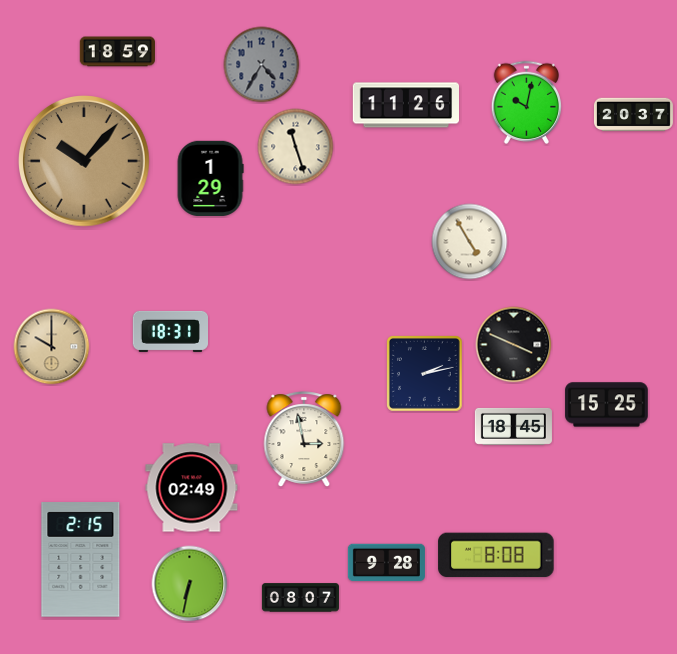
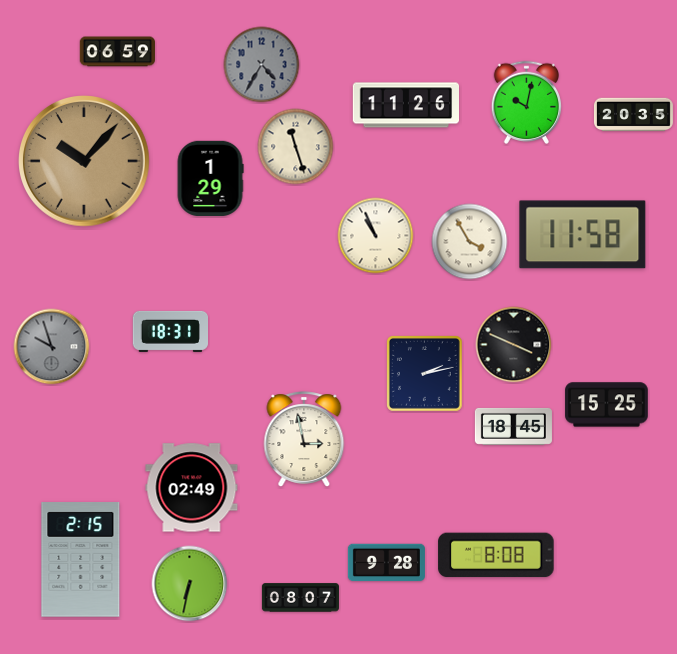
clock at (117, 52): 18:59 -> 06:59
clock at (633, 115): 20:37 -> 20:35
clock at (583, 235): none -> 11:58
clock at (376, 236): none -> 10:56
clock at (470, 242): 4:55 -> 3:55
clock at (52, 347): 10:00 -> 9:57
clock at (52, 347) dial: champagne -> grey
